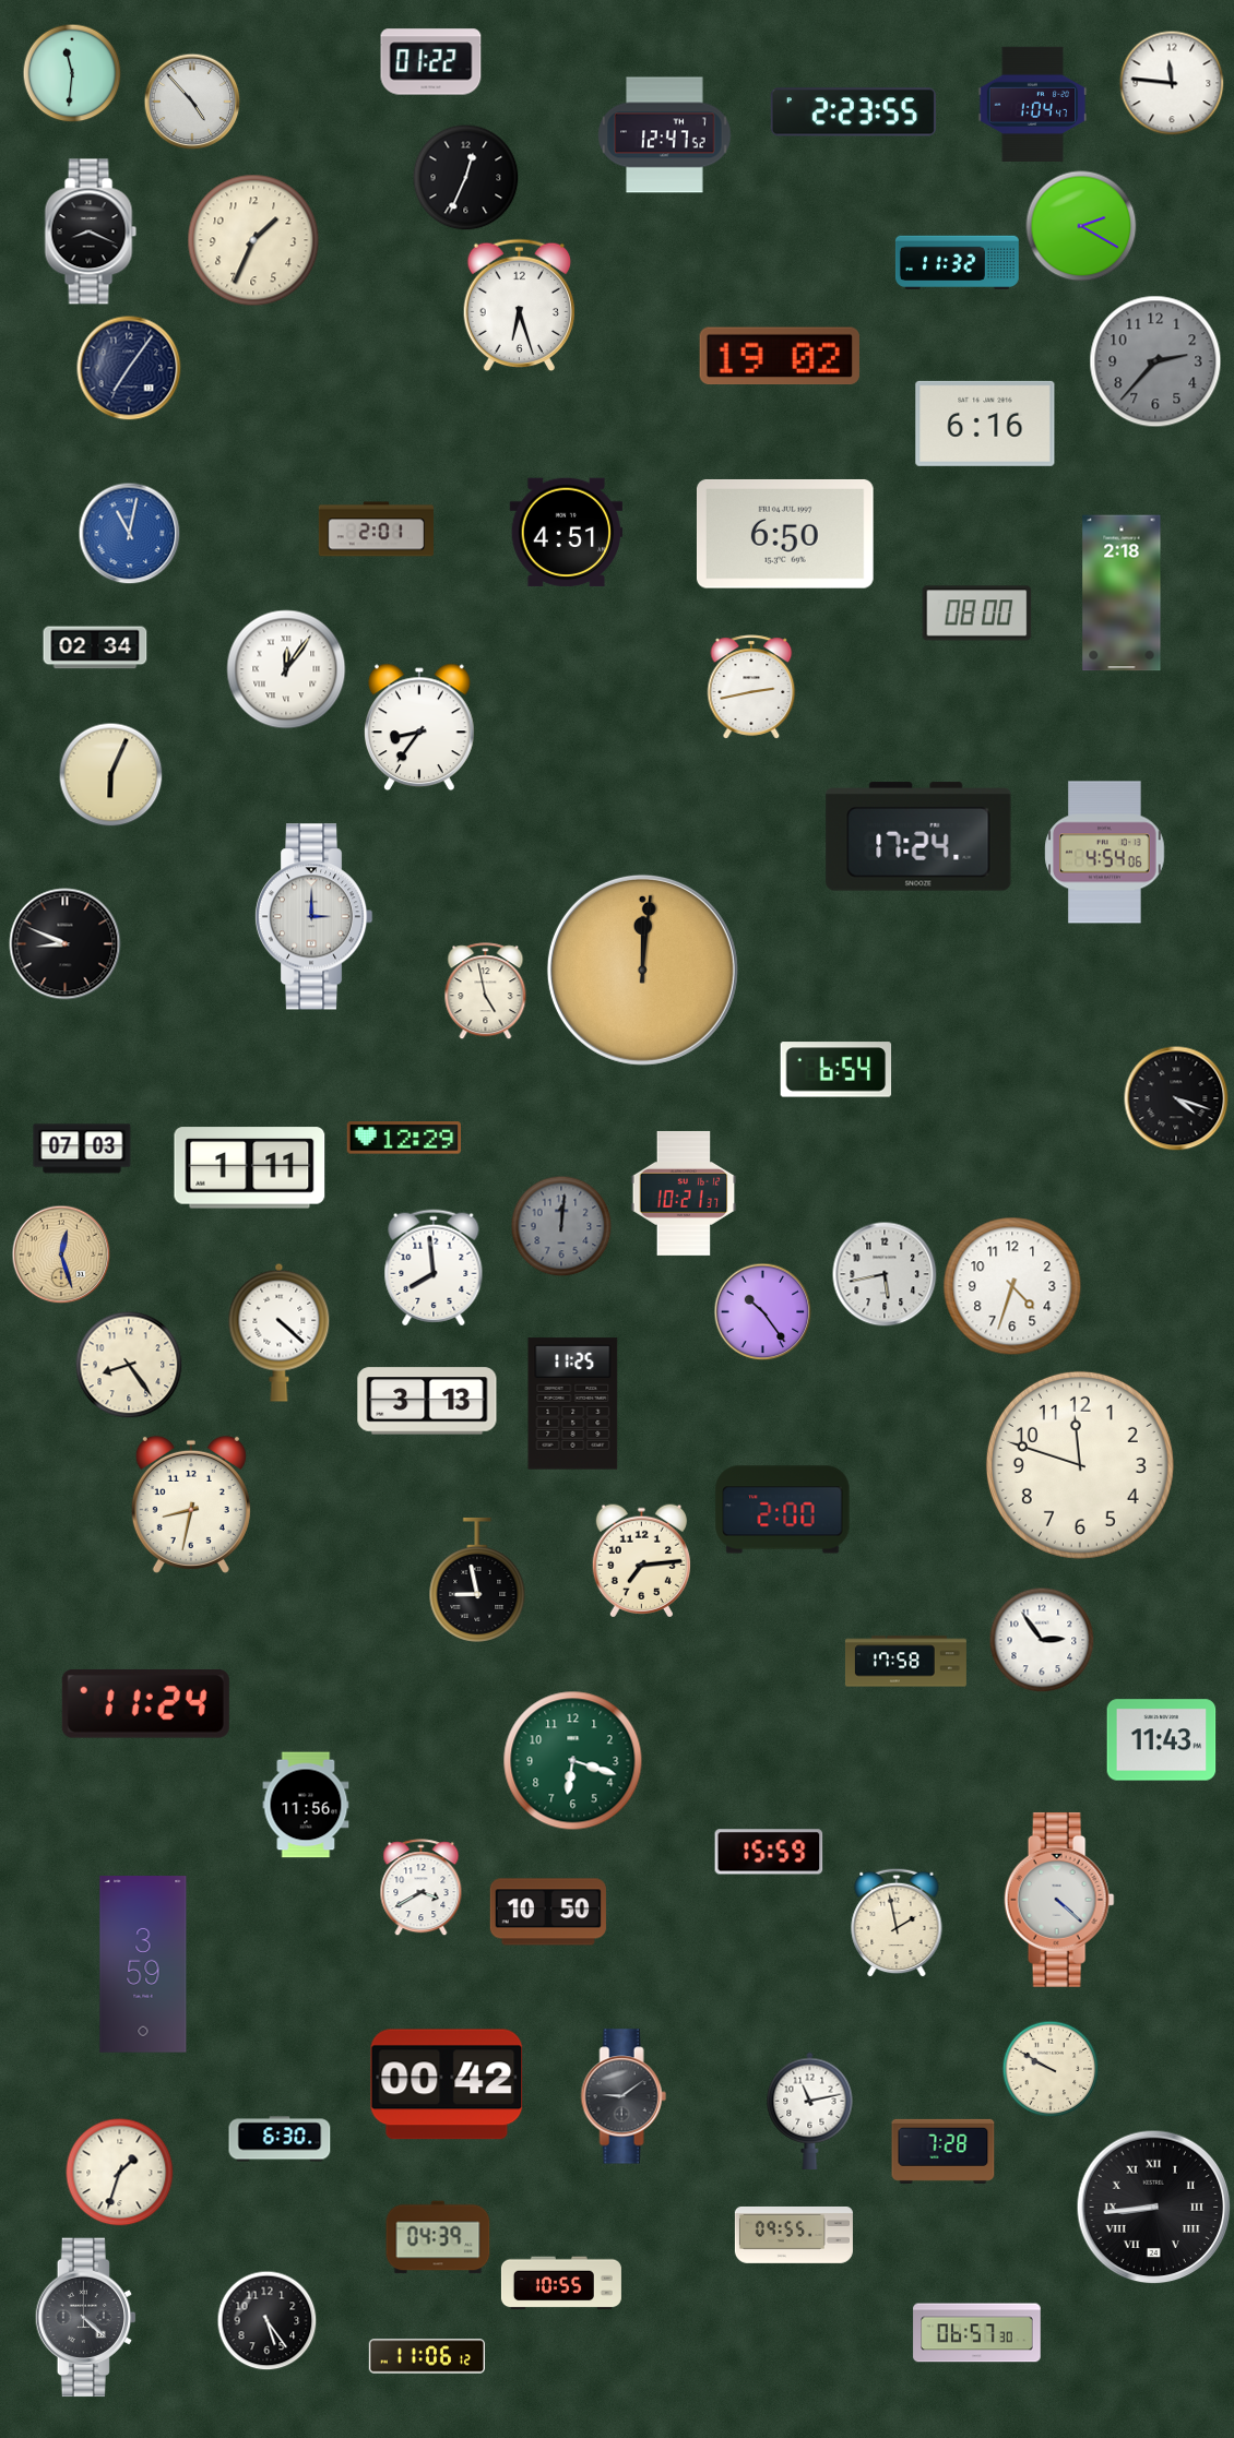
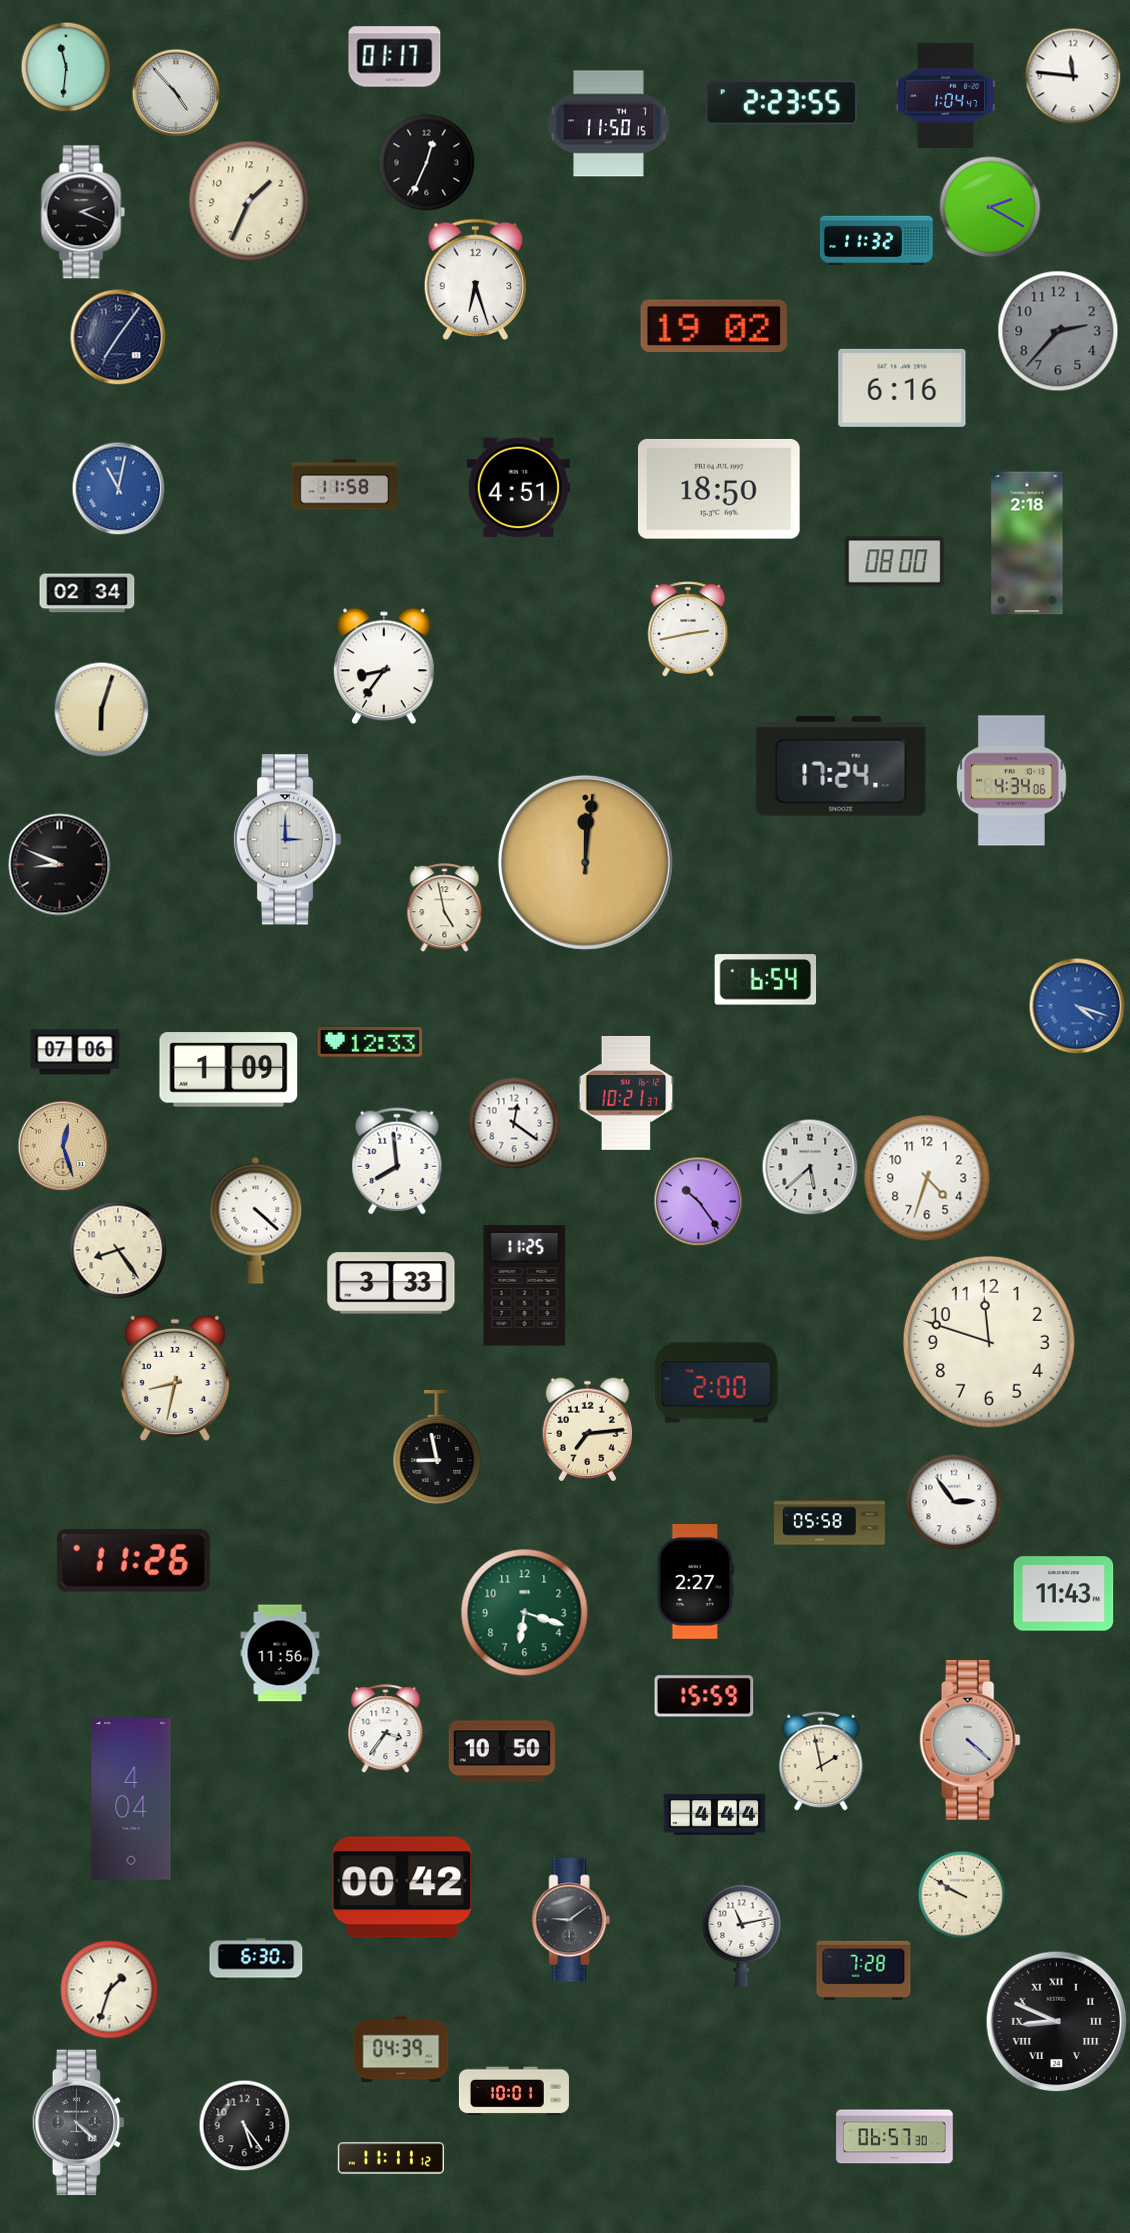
clock at (431, 62): 01:22 -> 01:17
clock at (665, 135): 12:47 -> 11:50
clock at (91, 231): 8:19 -> 2:19
clock at (253, 240) position: (253, 240) -> (249, 201)
clock at (376, 530): 2:01 -> 11:58
clock at (785, 534): 6:50 -> 18:50
clock at (286, 669): 12:06 -> none
clock at (110, 774): 6:04 -> 6:03
clock at (1105, 853): 4:54 -> 4:34
clock at (642, 970) position: (642, 970) -> (585, 862)
clock at (1176, 1098) dial: black -> blue
clock at (403, 1138): 12:29 -> 12:33
clock at (82, 1149): 07:03 -> 07:06
clock at (250, 1168): 1:11 -> 1:09
clock at (561, 1226): 12:01 -> 12:21
clock at (561, 1226) dial: grey -> white
clock at (61, 1254) position: (61, 1254) -> (63, 1146)
clock at (885, 1274): 5:43 -> 5:38
clock at (427, 1401): 3:13 -> 3:33
clock at (905, 1662): 17:58 -> 05:58
clock at (145, 1704): 11:24 -> 11:26
clock at (696, 1582): none -> 2:27
clock at (422, 1888): 3:40 -> 3:36
clock at (143, 1964): 3:59 -> 4:04
clock at (715, 1814): none -> 4:44
clock at (447, 2084) position: (447, 2084) -> (402, 1887)
clock at (1154, 2208): 8:44 -> 8:49
clock at (794, 2235): 09:55 -> none
clock at (561, 2283): 10:55 -> 10:01
clock at (426, 2356): 11:06 -> 11:11
